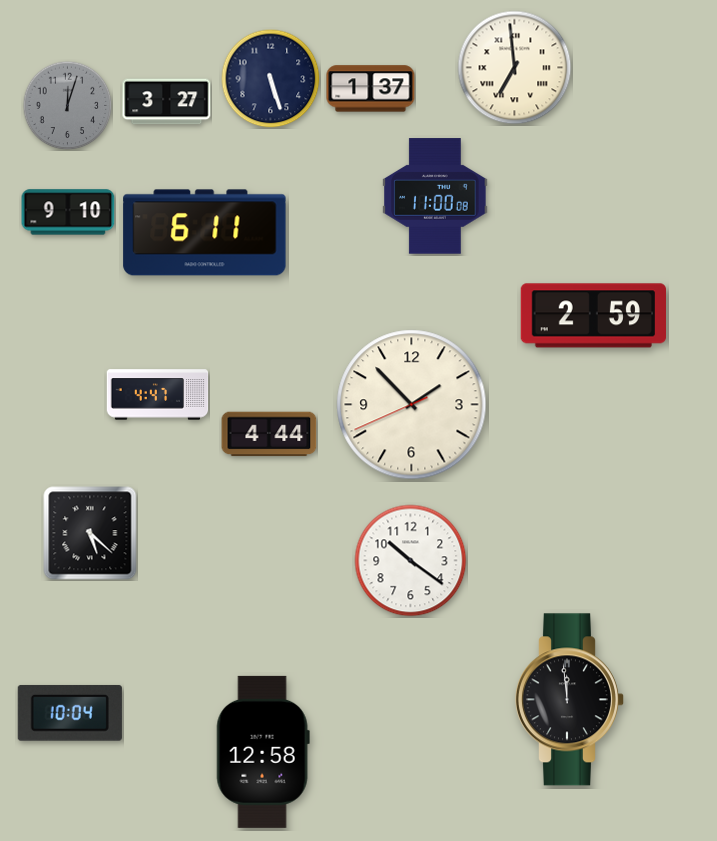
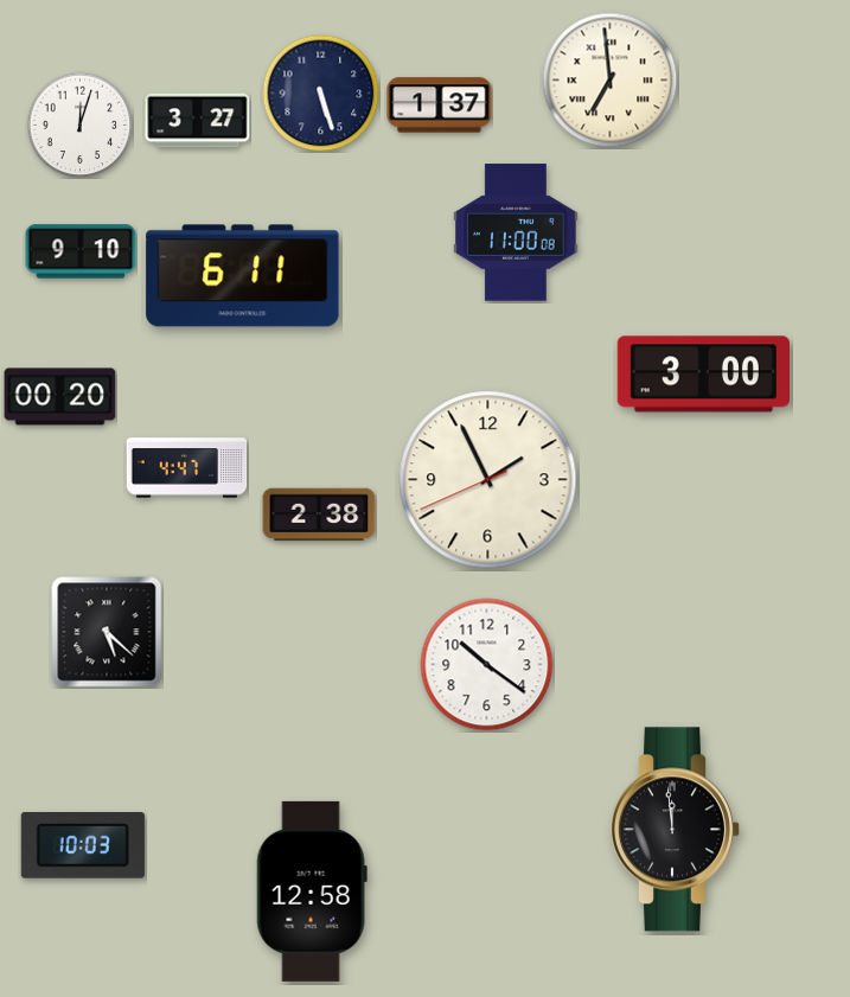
clock at (67, 105) dial: grey -> white
clock at (593, 316): 2:59 -> 3:00
clock at (60, 397): none -> 00:20
clock at (412, 405): 1:52 -> 1:55
clock at (269, 434): 4:44 -> 2:38
clock at (70, 713): 10:04 -> 10:03
